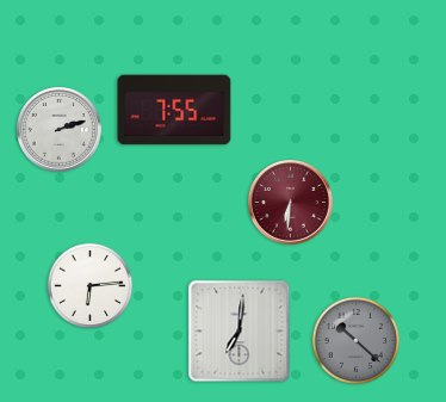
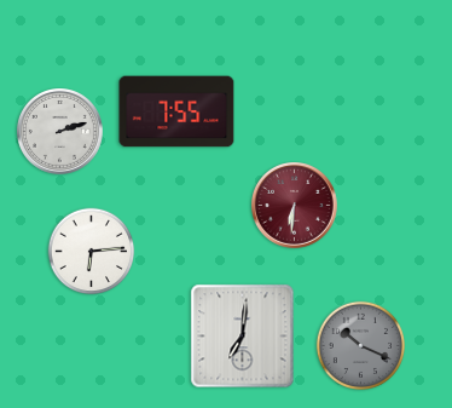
clock at (91, 286) position: (91, 286) -> (92, 252)
clock at (355, 340): 10:22 -> 10:19
